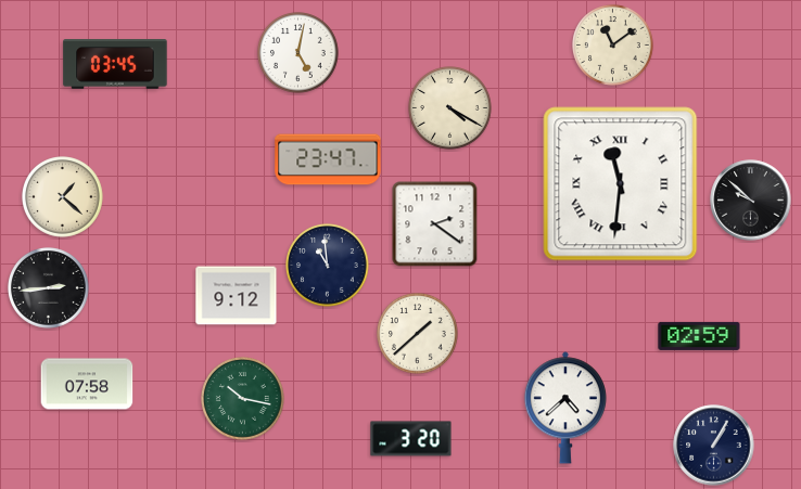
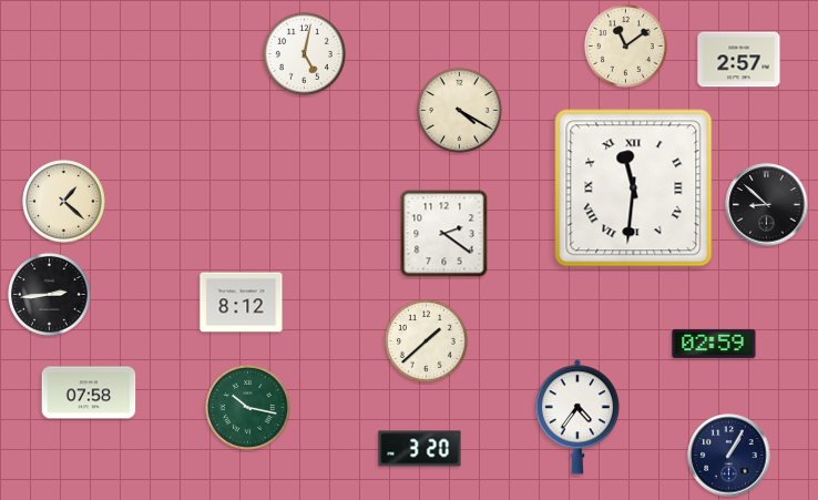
clock at (739, 60): none -> 2:57
clock at (115, 65): 03:45 -> none
clock at (328, 159): 23:47 -> none
clock at (751, 201): 9:52 -> 8:52
clock at (435, 224) position: (435, 224) -> (444, 234)
clock at (328, 266): 10:59 -> none
clock at (237, 296): 9:12 -> 8:12
clock at (565, 408): 4:38 -> 4:36
